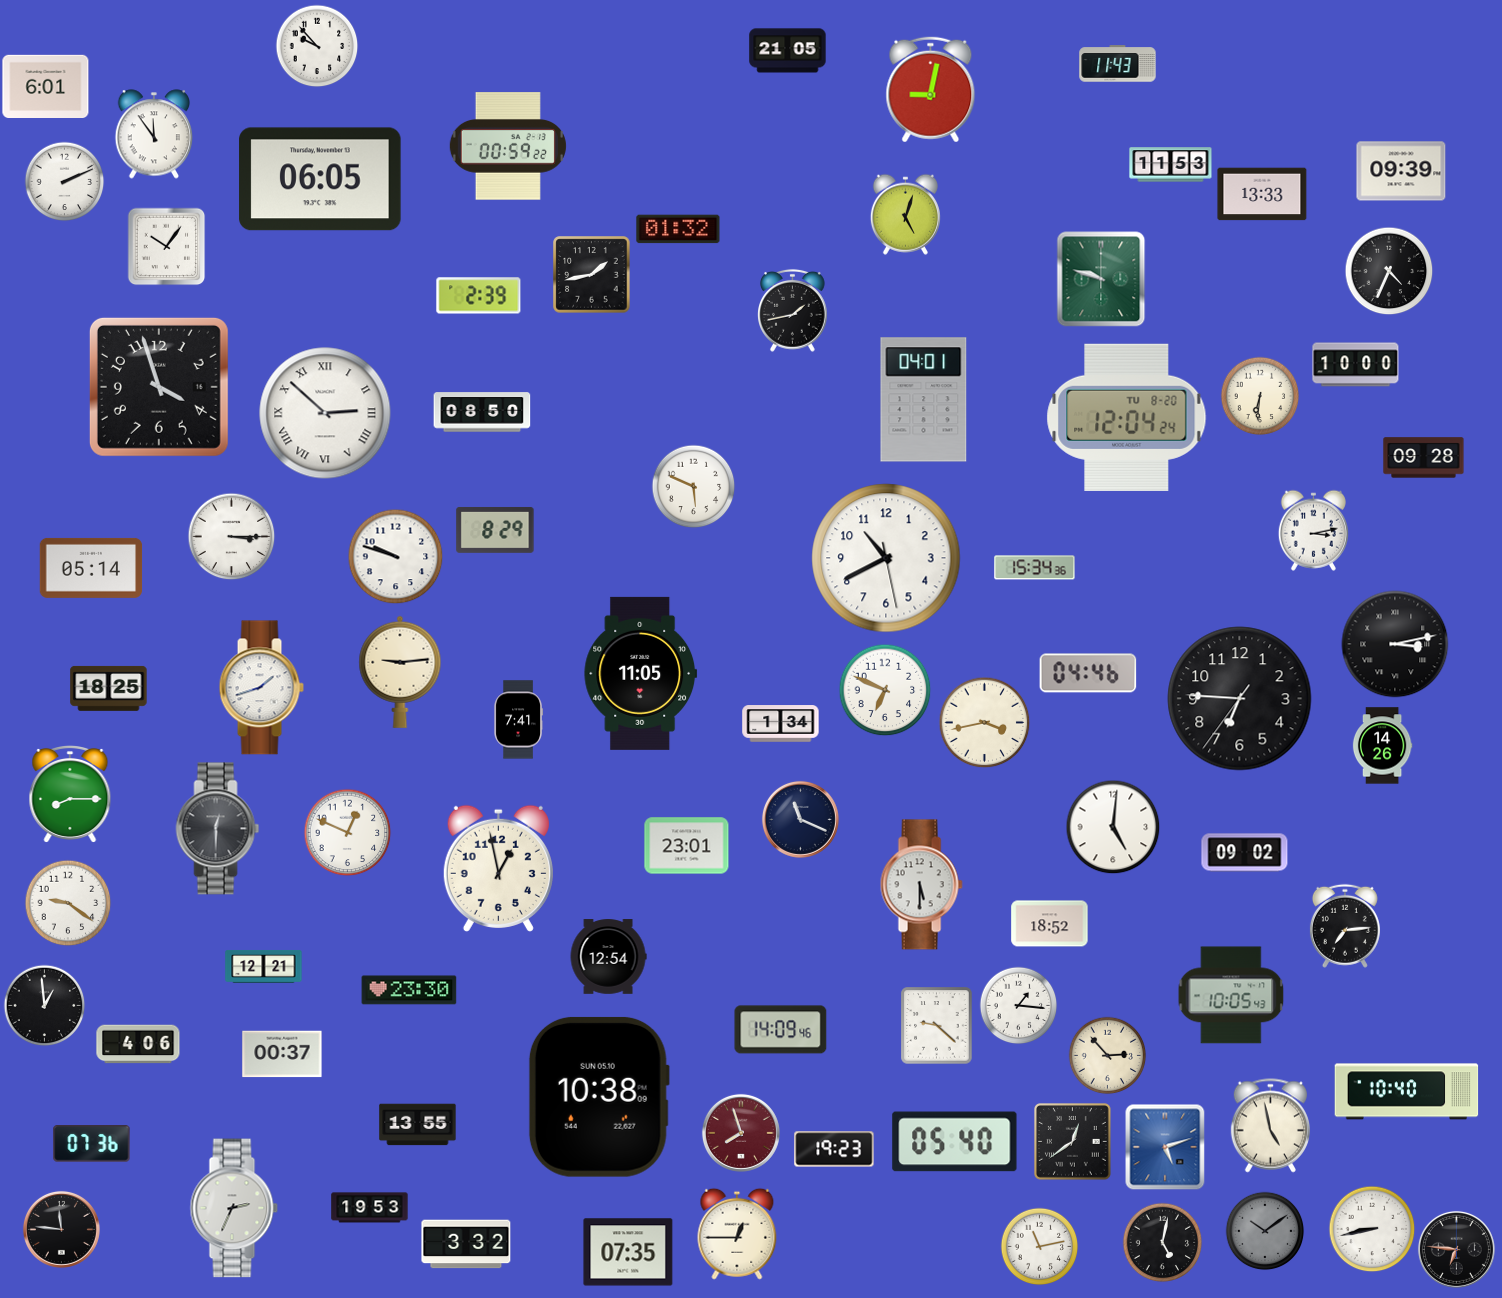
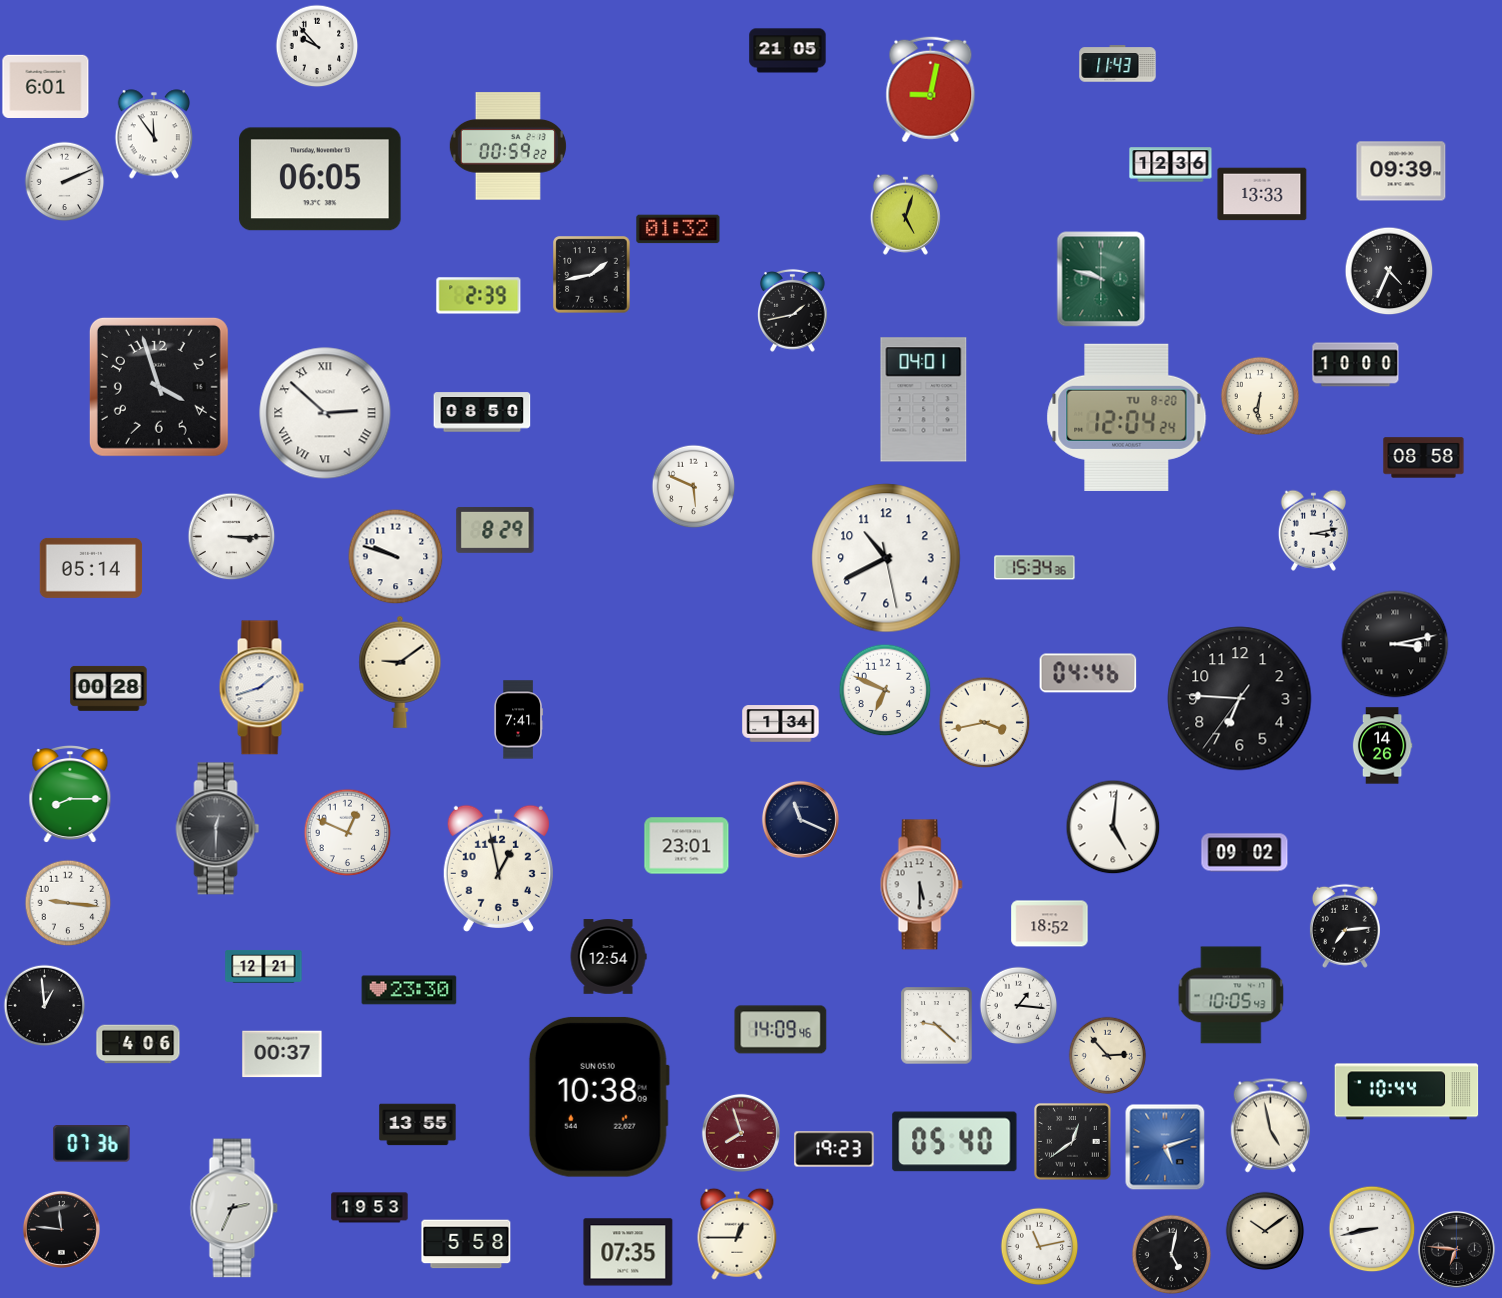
clock at (1171, 165): 11:53 -> 12:36
clock at (166, 246): 10:06 -> none
clock at (1424, 458): 09:28 -> 08:58
clock at (400, 672): 9:14 -> 9:09
clock at (641, 673): 11:05 -> none
clock at (109, 688): 18:25 -> 00:28
clock at (68, 903): 9:21 -> 9:16
clock at (1407, 1092): 10:40 -> 10:44
clock at (1265, 1231) dial: grey -> cream
clock at (1162, 1242) position: (1162, 1242) -> (1171, 1254)
clock at (466, 1244): 3:32 -> 5:58
